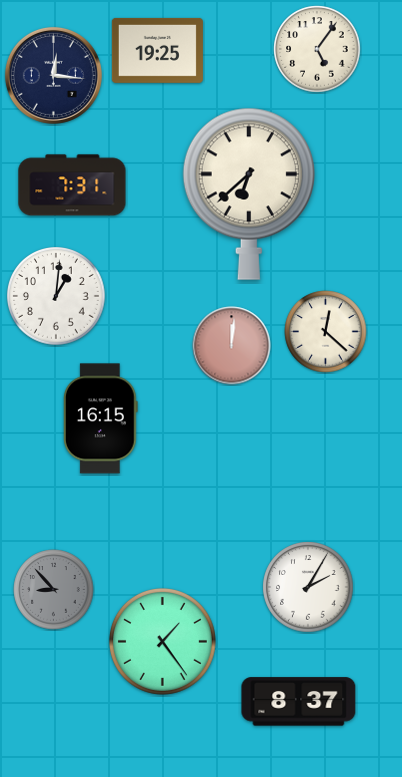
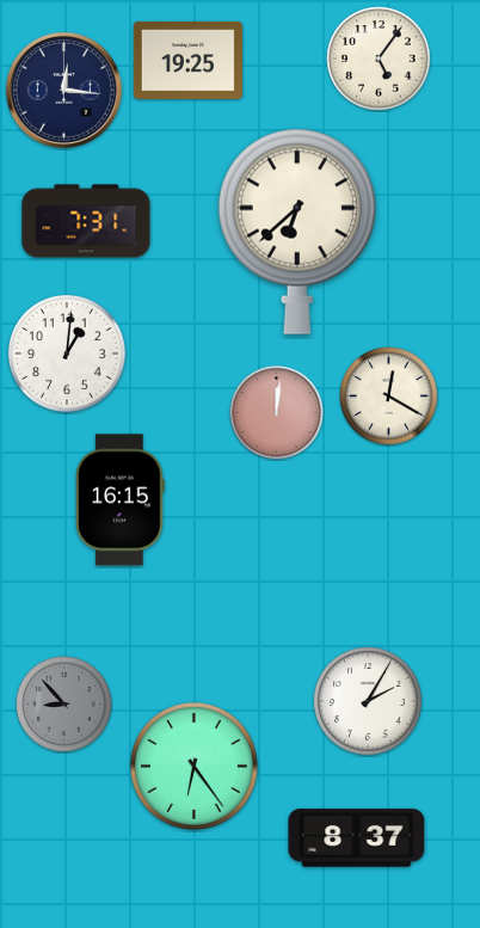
clock at (326, 332): 12:22 -> 12:20
clock at (162, 641): 1:24 -> 6:24
